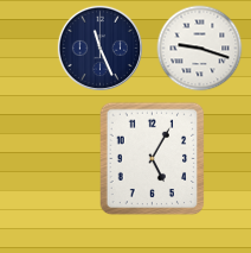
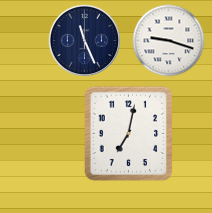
clock at (153, 159): 5:05 -> 7:02
